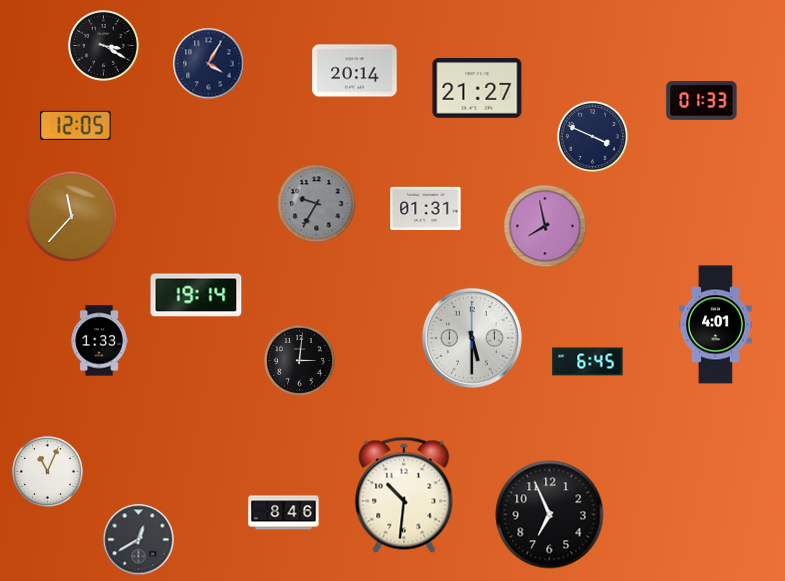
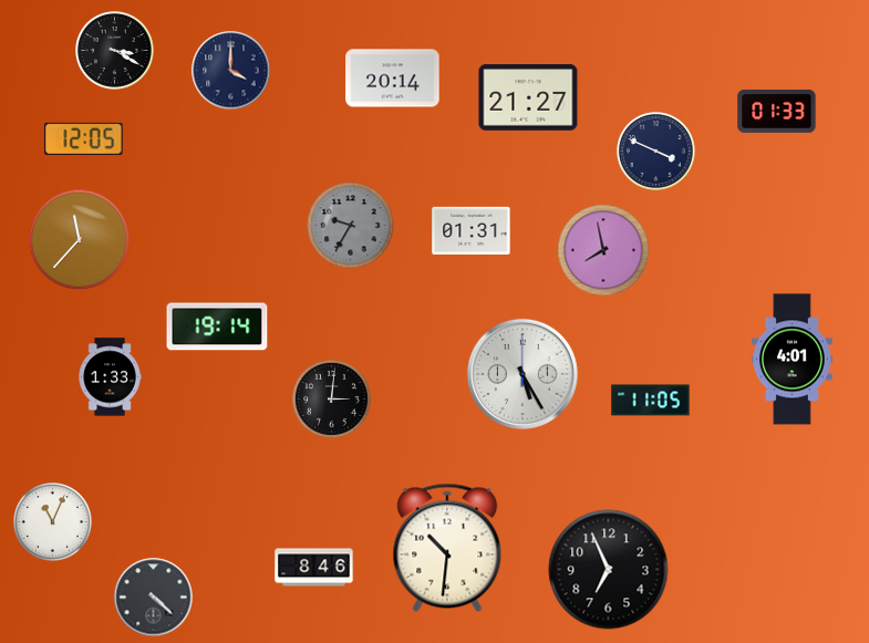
clock at (209, 64): 4:05 -> 4:00
clock at (472, 338): 5:30 -> 5:25
clock at (588, 362): 6:45 -> 11:05
clock at (139, 540): 12:40 -> 4:22
